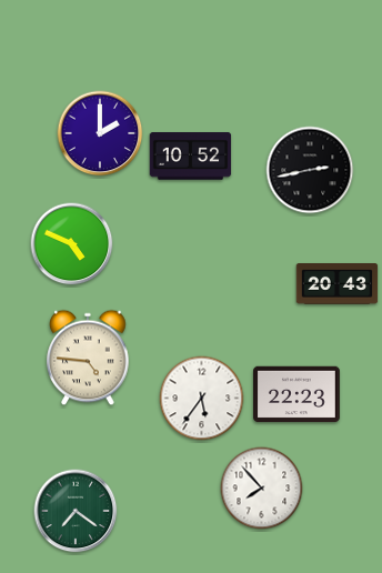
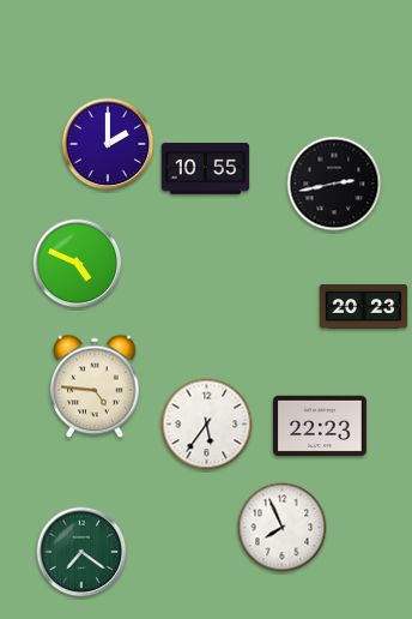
clock at (191, 157): 10:52 -> 10:55
clock at (338, 284): 20:43 -> 20:23
clock at (202, 399) position: (202, 399) -> (207, 425)
clock at (262, 489): 7:53 -> 7:56
